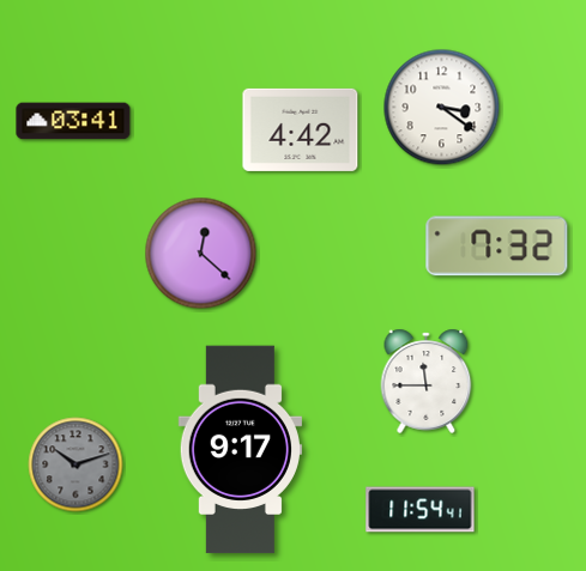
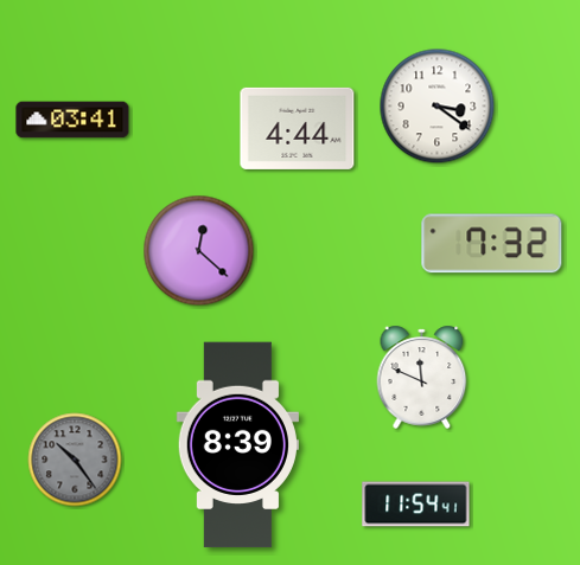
clock at (301, 129): 4:42 -> 4:44
clock at (427, 381): 11:45 -> 11:49
clock at (240, 450): 9:17 -> 8:39
clock at (75, 464): 10:12 -> 10:24
